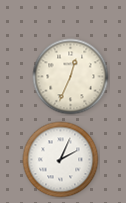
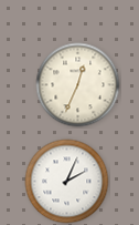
clock at (61, 160) position: (61, 160) -> (67, 182)
